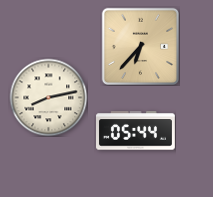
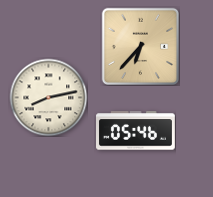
clock at (136, 131): 05:44 -> 05:46
